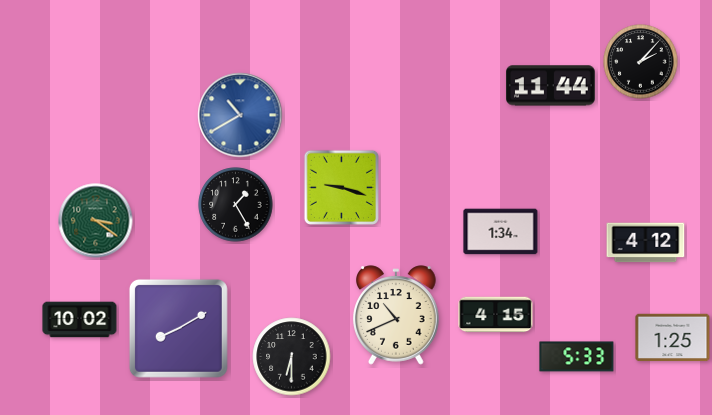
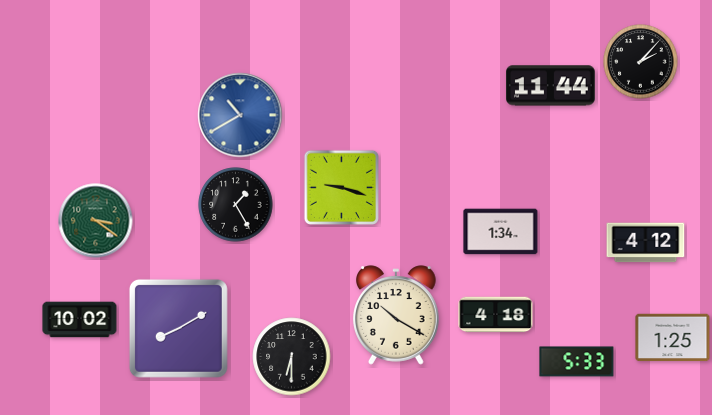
clock at (397, 315): 10:41 -> 10:20
clock at (496, 315): 4:15 -> 4:18
clock at (577, 357) position: (577, 357) -> (577, 362)
